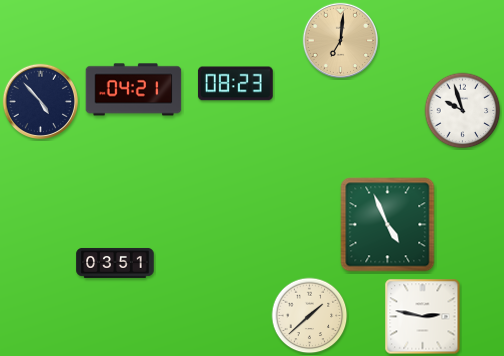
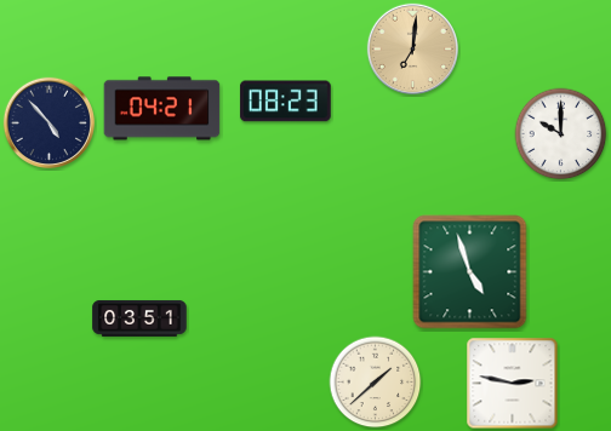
clock at (463, 111): 9:57 -> 10:00
clock at (388, 225): 4:56 -> 4:57
